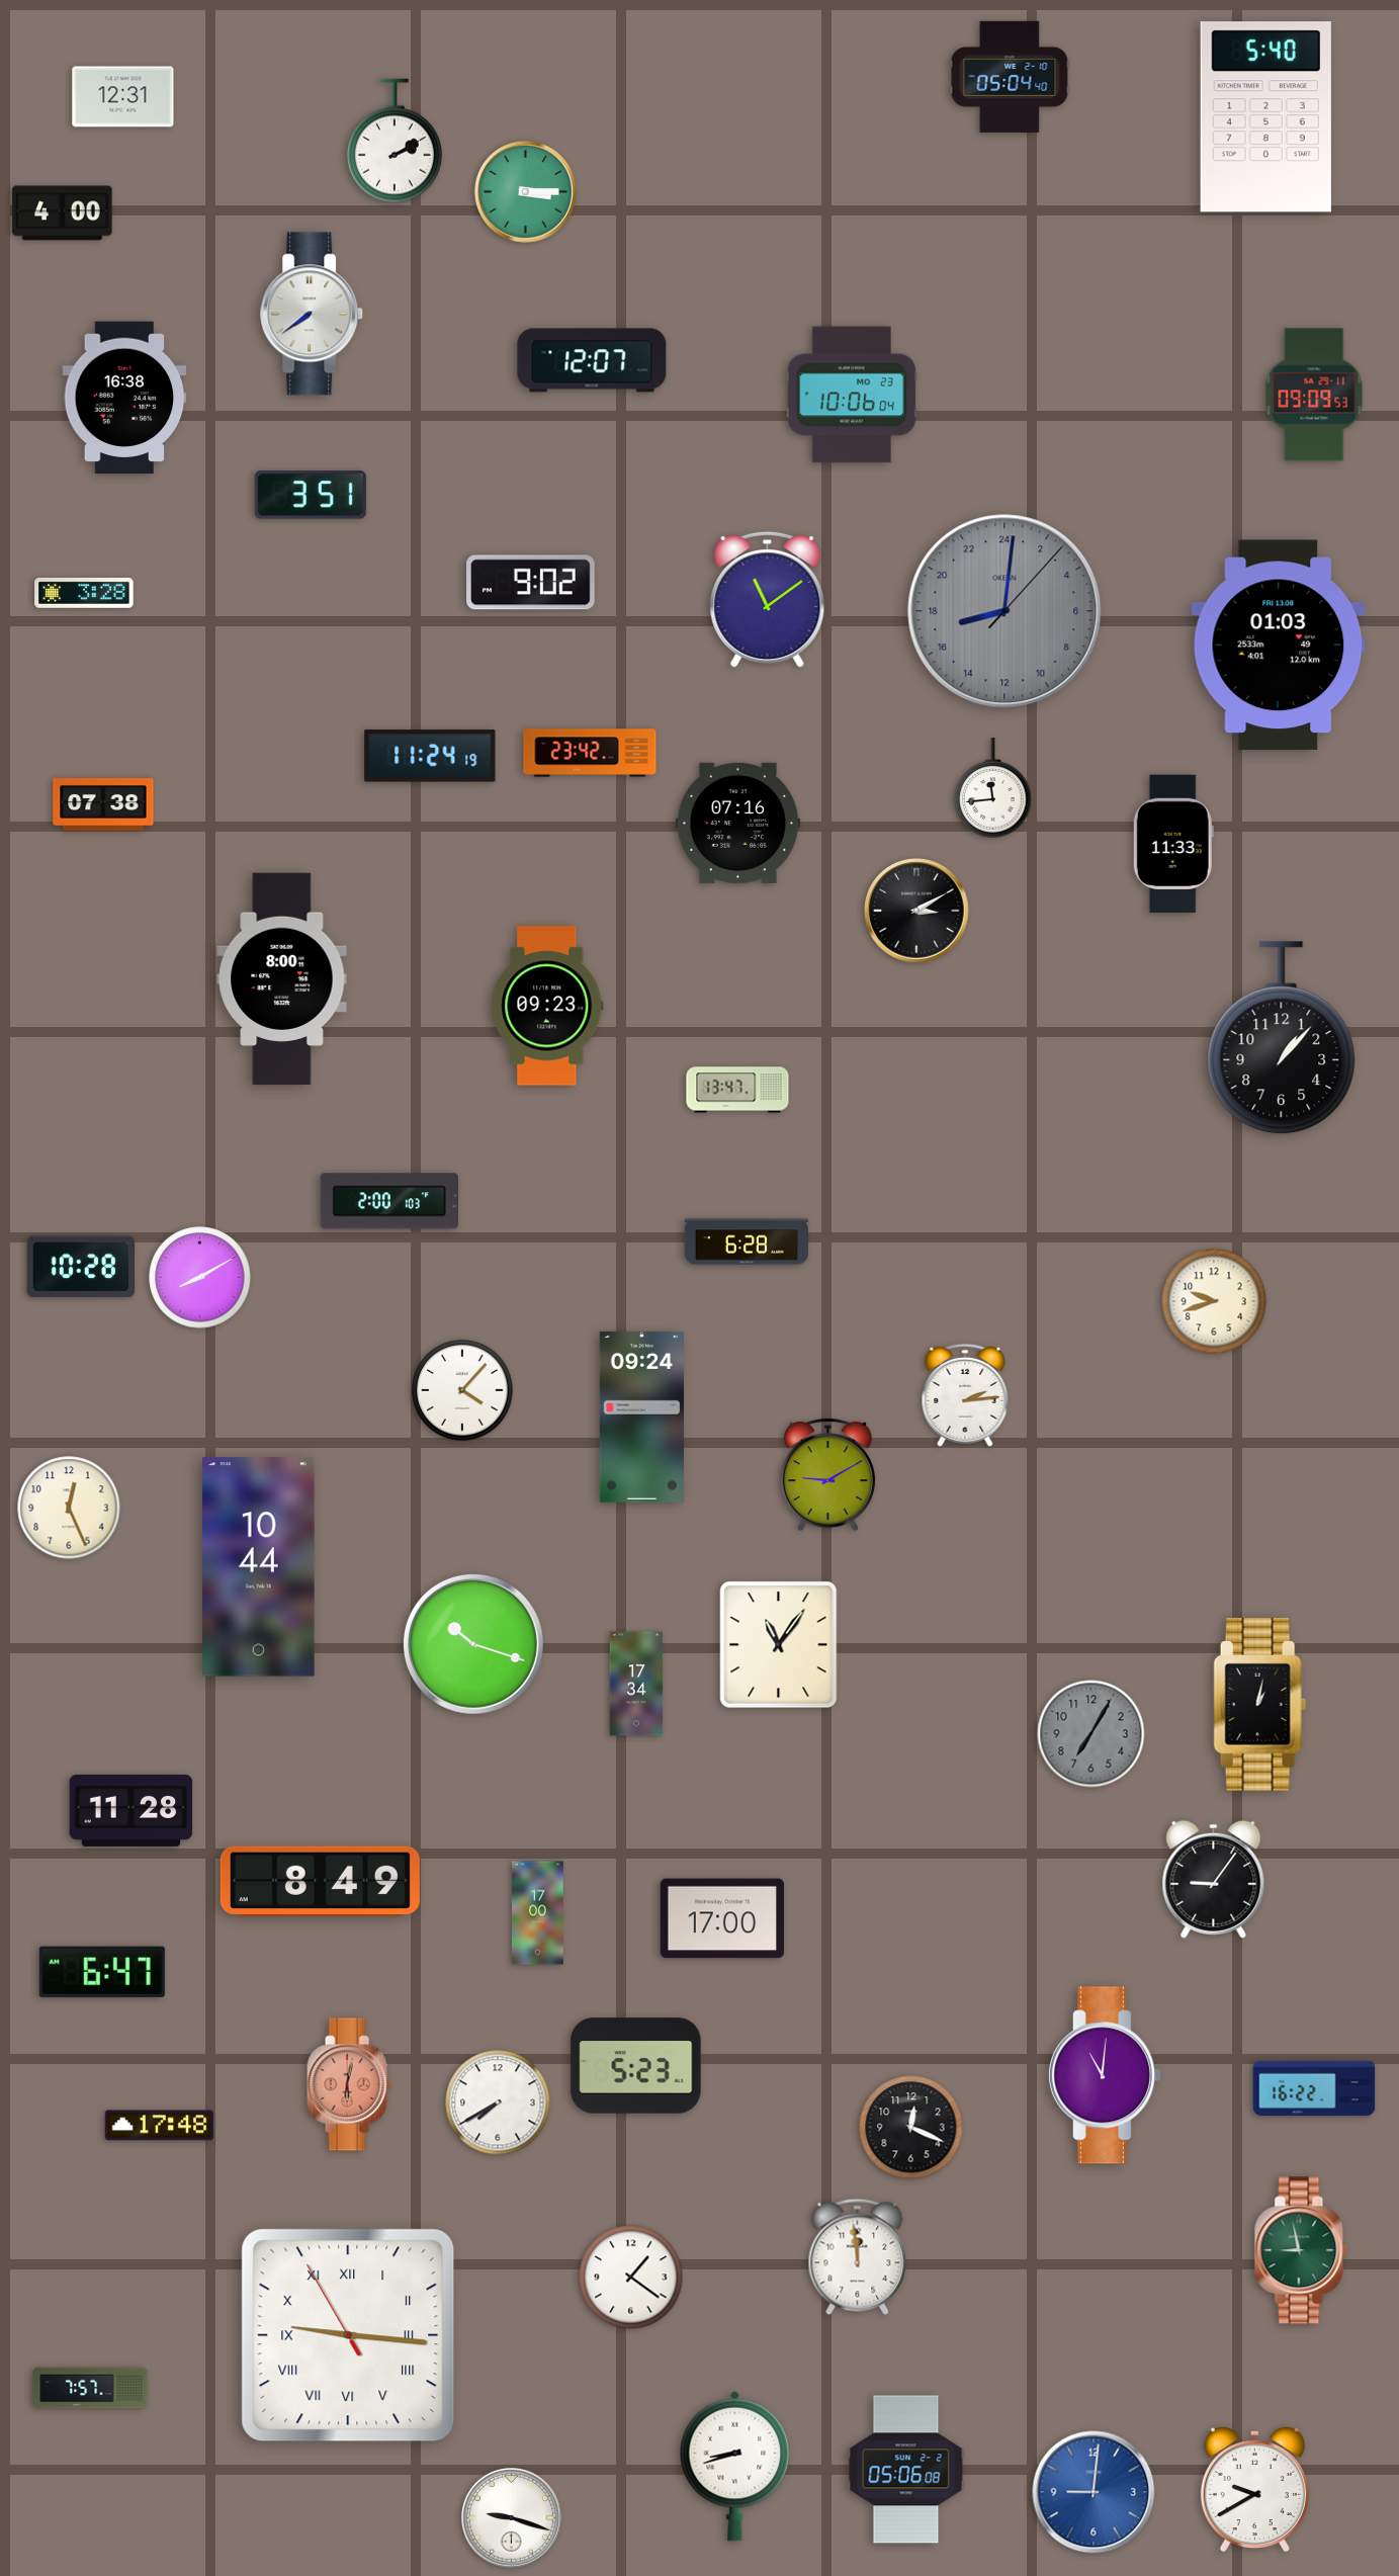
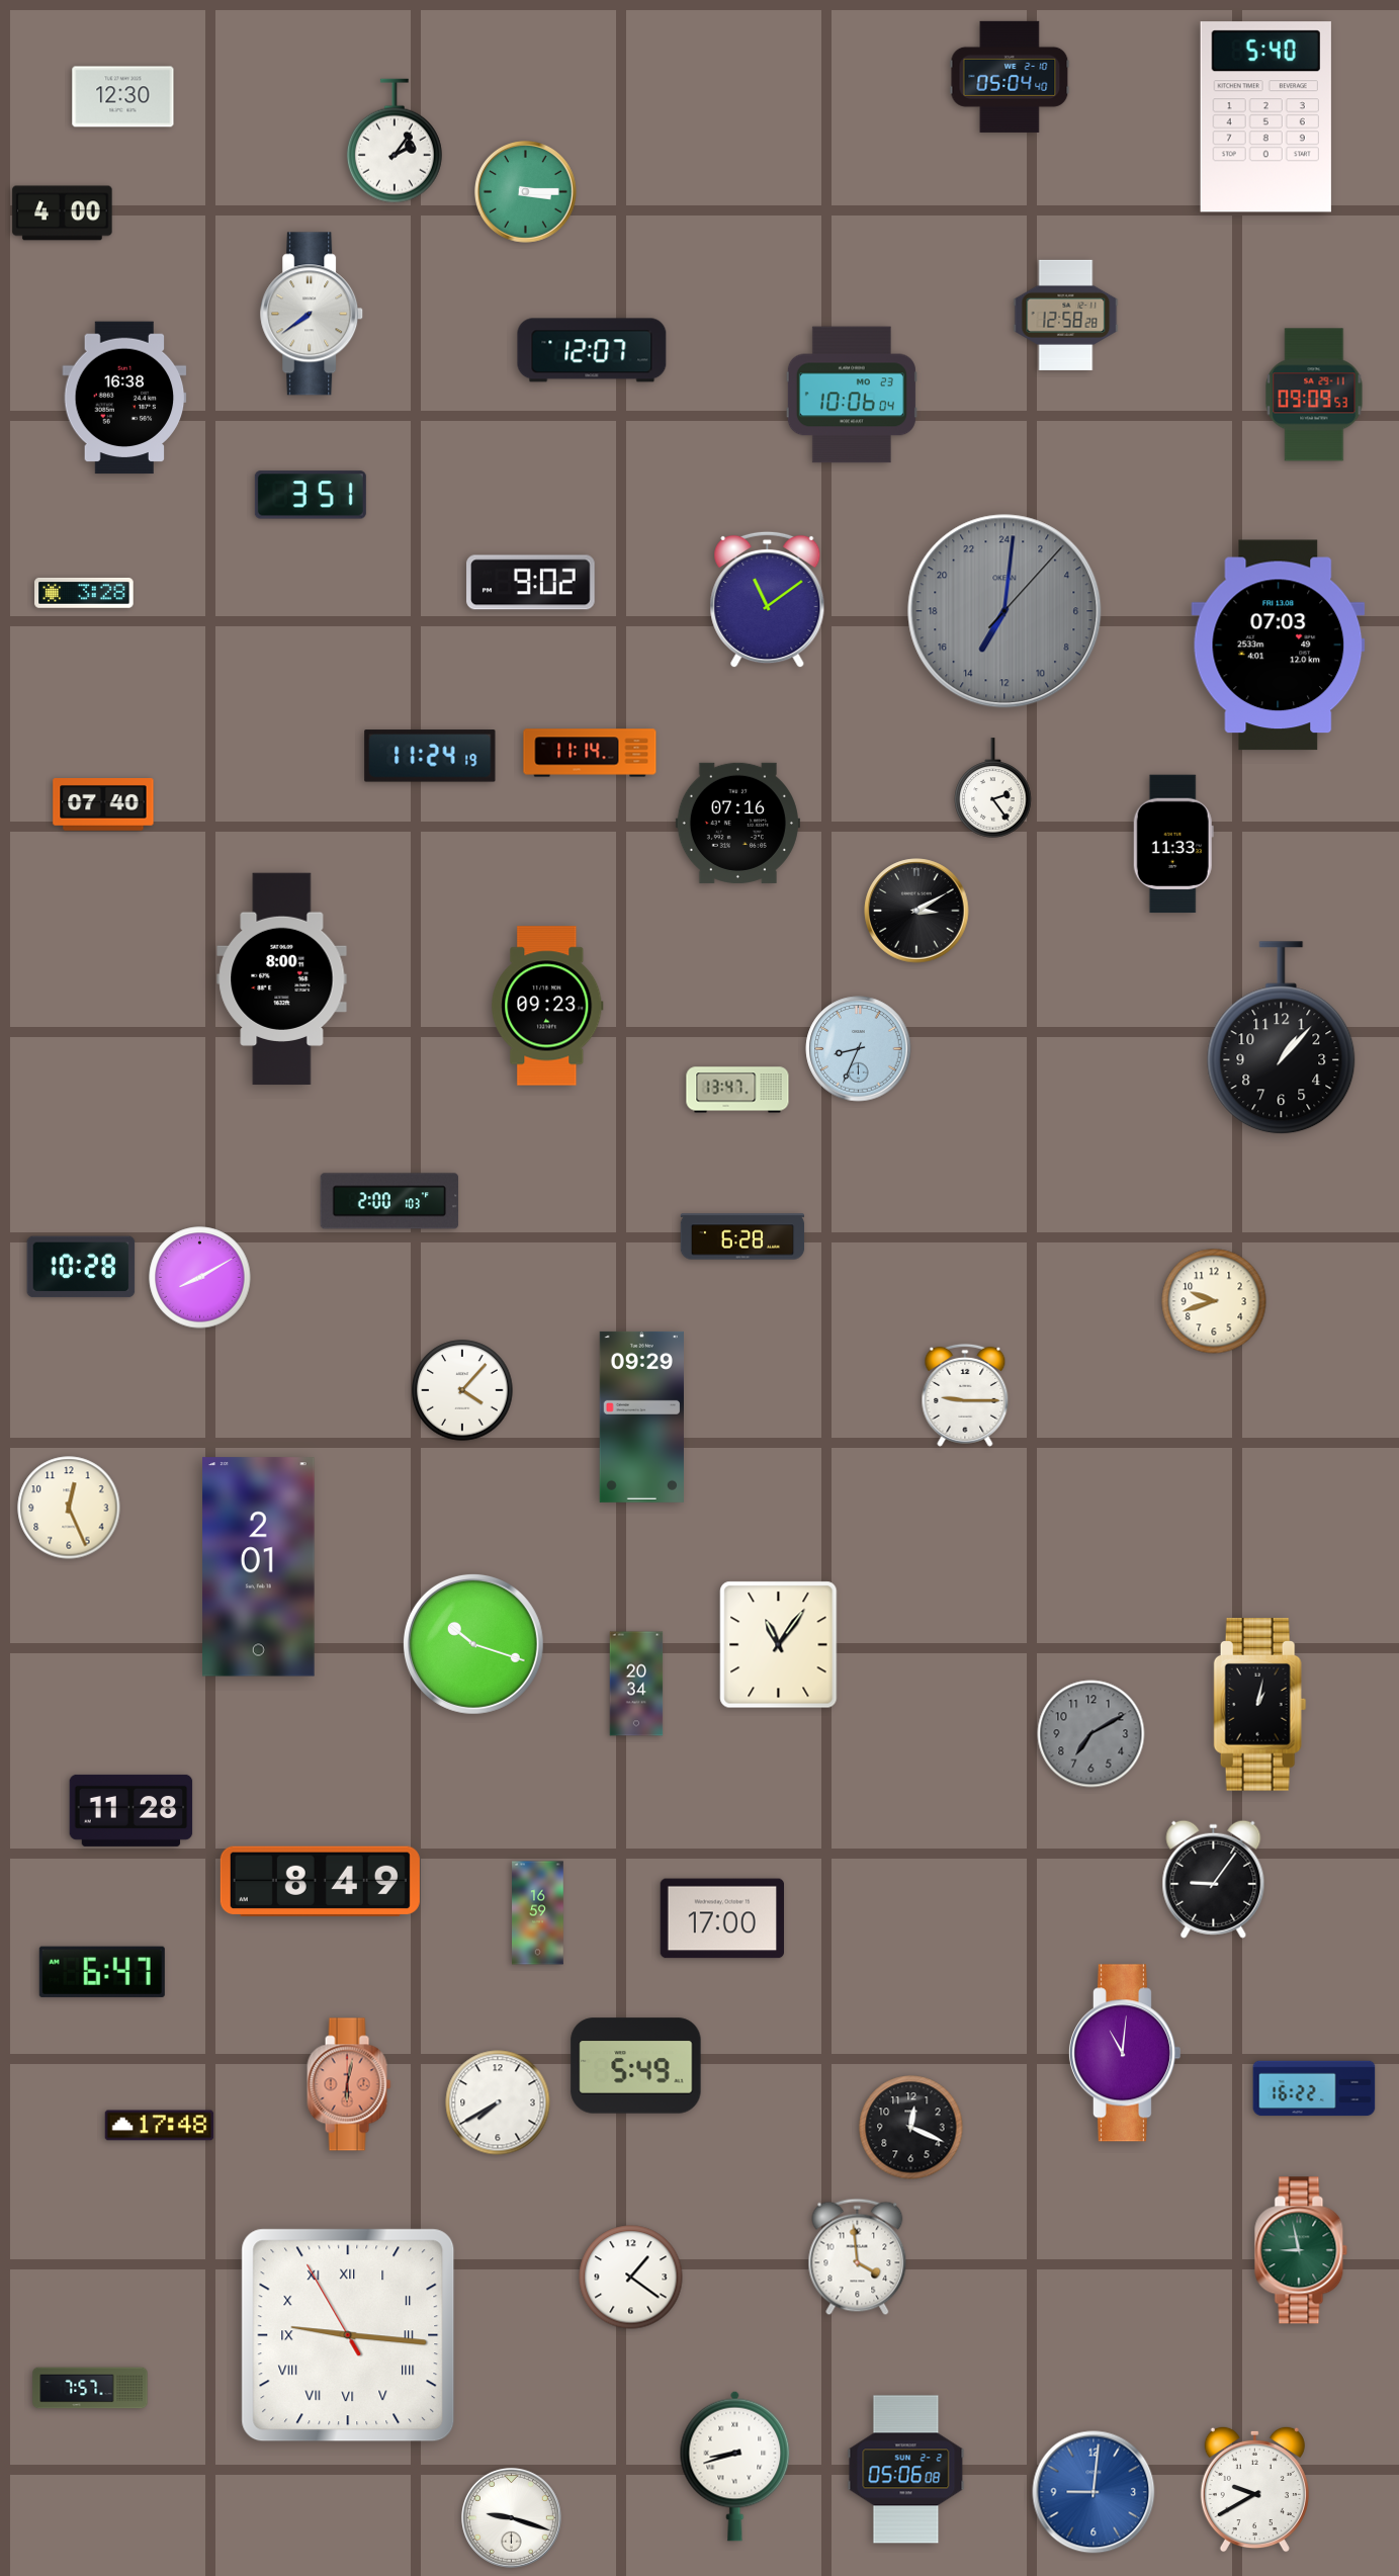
clock at (123, 97): 12:31 -> 12:30
clock at (395, 141): 2:10 -> 2:06
clock at (1066, 315): none -> 12:58
clock at (592, 360) position: (592, 360) -> (592, 350)
clock at (1004, 611): 17:01 -> 14:01
clock at (1279, 646): 01:03 -> 07:03
clock at (590, 753): 23:42 -> 11:14
clock at (993, 788): 11:44 -> 2:24
clock at (103, 804): 07:38 -> 07:40
clock at (859, 1049): none -> 8:34
clock at (747, 1241) position: (747, 1241) -> (742, 1236)
clock at (965, 1395): 2:14 -> 9:15
clock at (641, 1416): 09:24 -> 09:29
clock at (827, 1475): 9:10 -> none
clock at (259, 1567): 10:44 -> 2:01
clock at (636, 1684): 17:34 -> 20:34
clock at (1091, 1734): 7:05 -> 7:10
clock at (538, 1913): 17:00 -> 16:59
clock at (636, 2066): 5:23 -> 5:49
clock at (1104, 2075) position: (1104, 2075) -> (1124, 2053)
clock at (858, 2257): 11:59 -> 3:59
